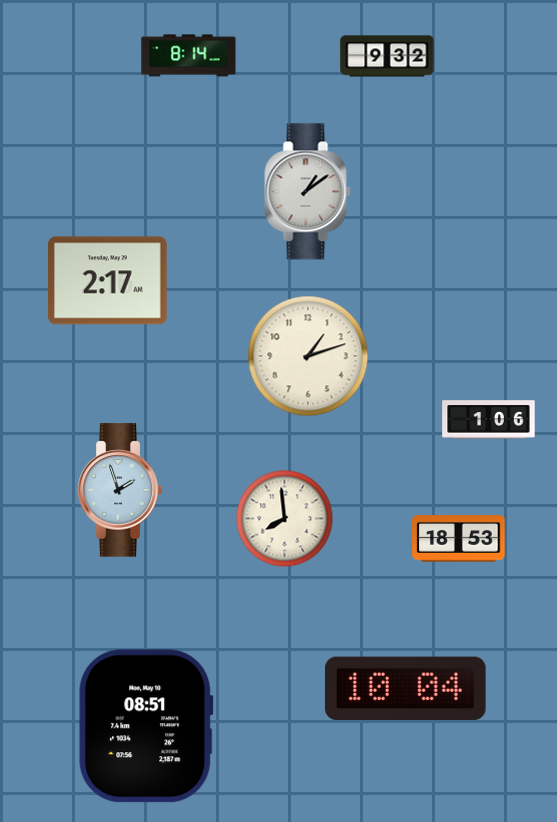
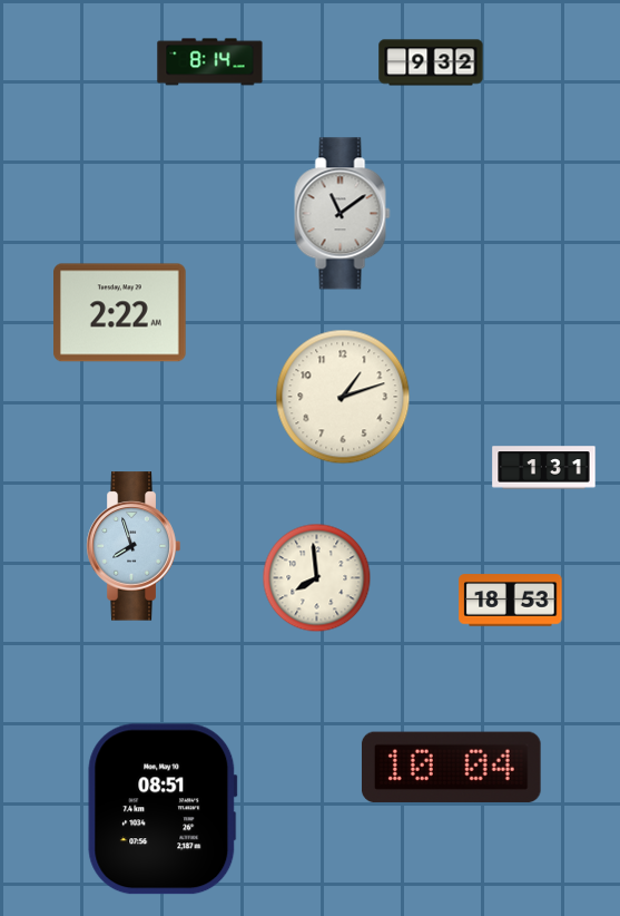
clock at (308, 192): 1:09 -> 11:09
clock at (108, 281): 2:17 -> 2:22
clock at (489, 420): 1:06 -> 1:31
clock at (120, 490): 1:57 -> 7:57
